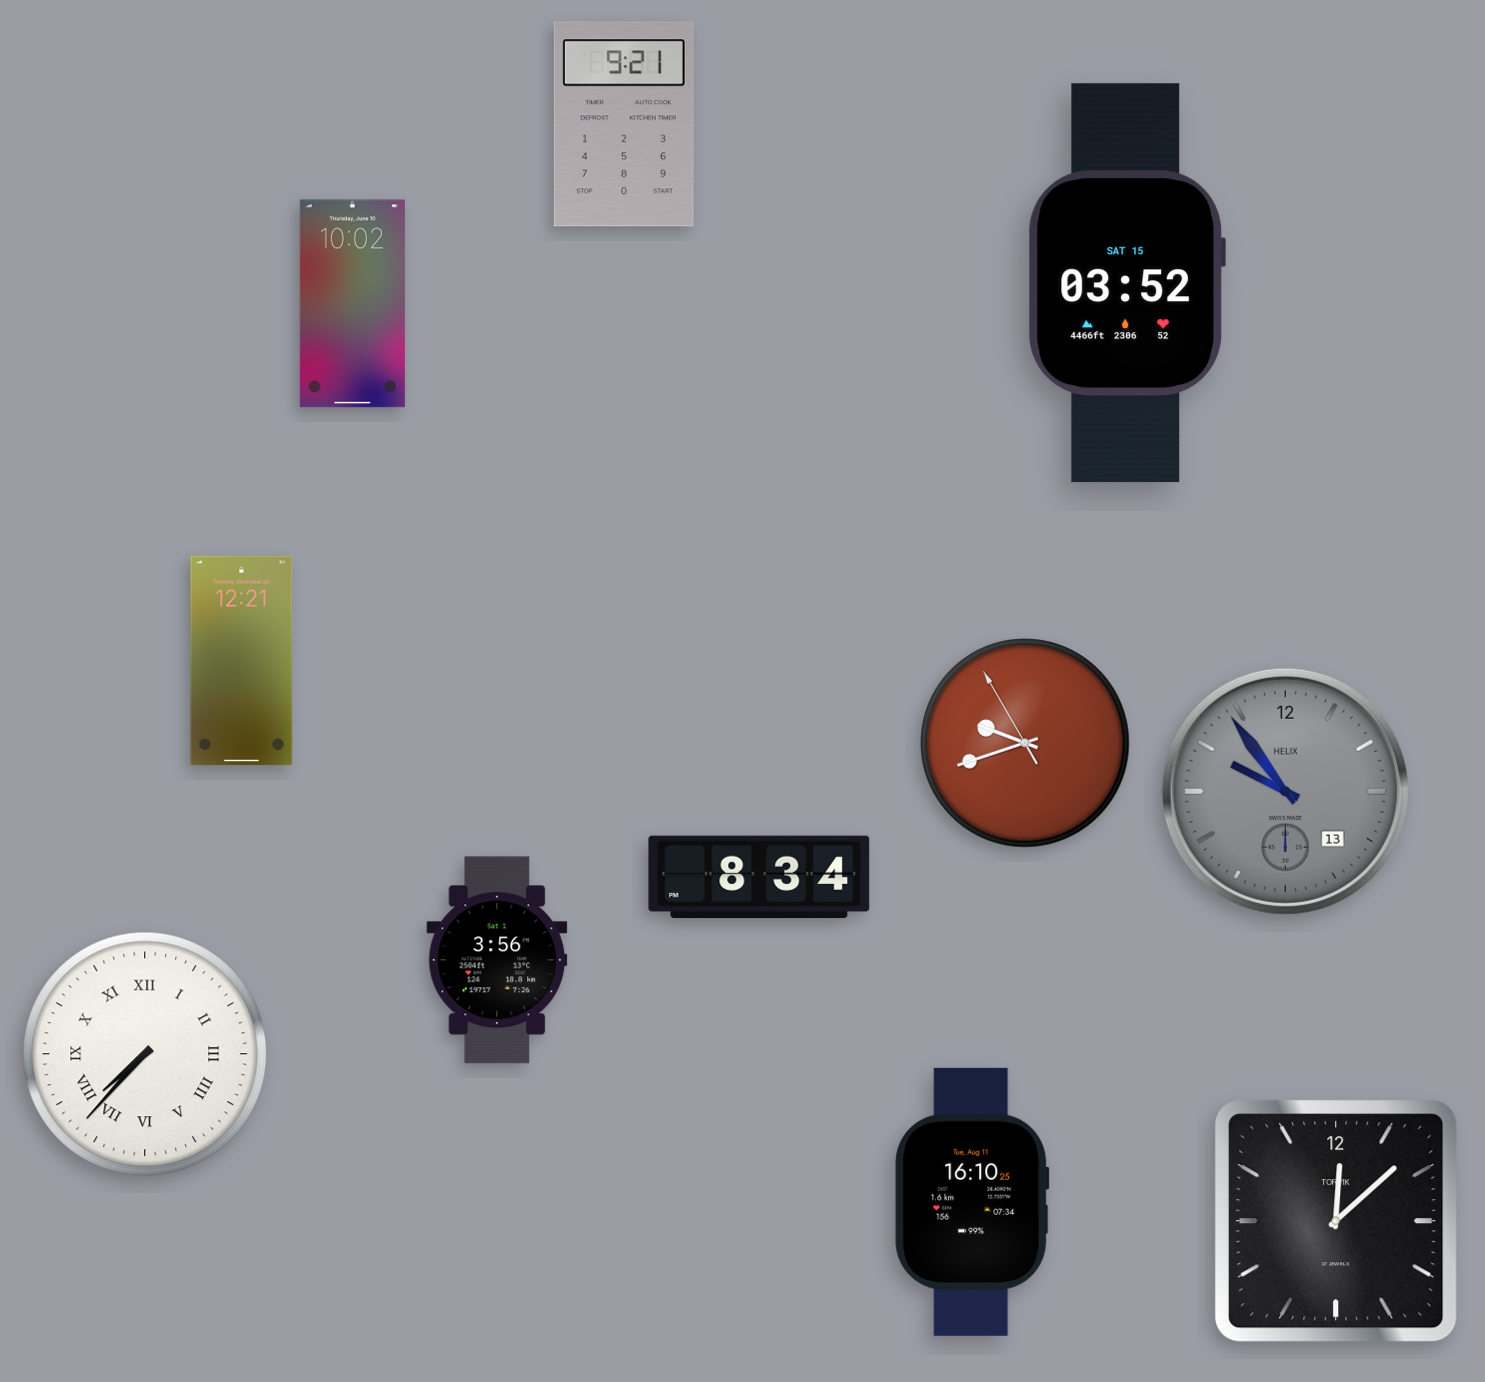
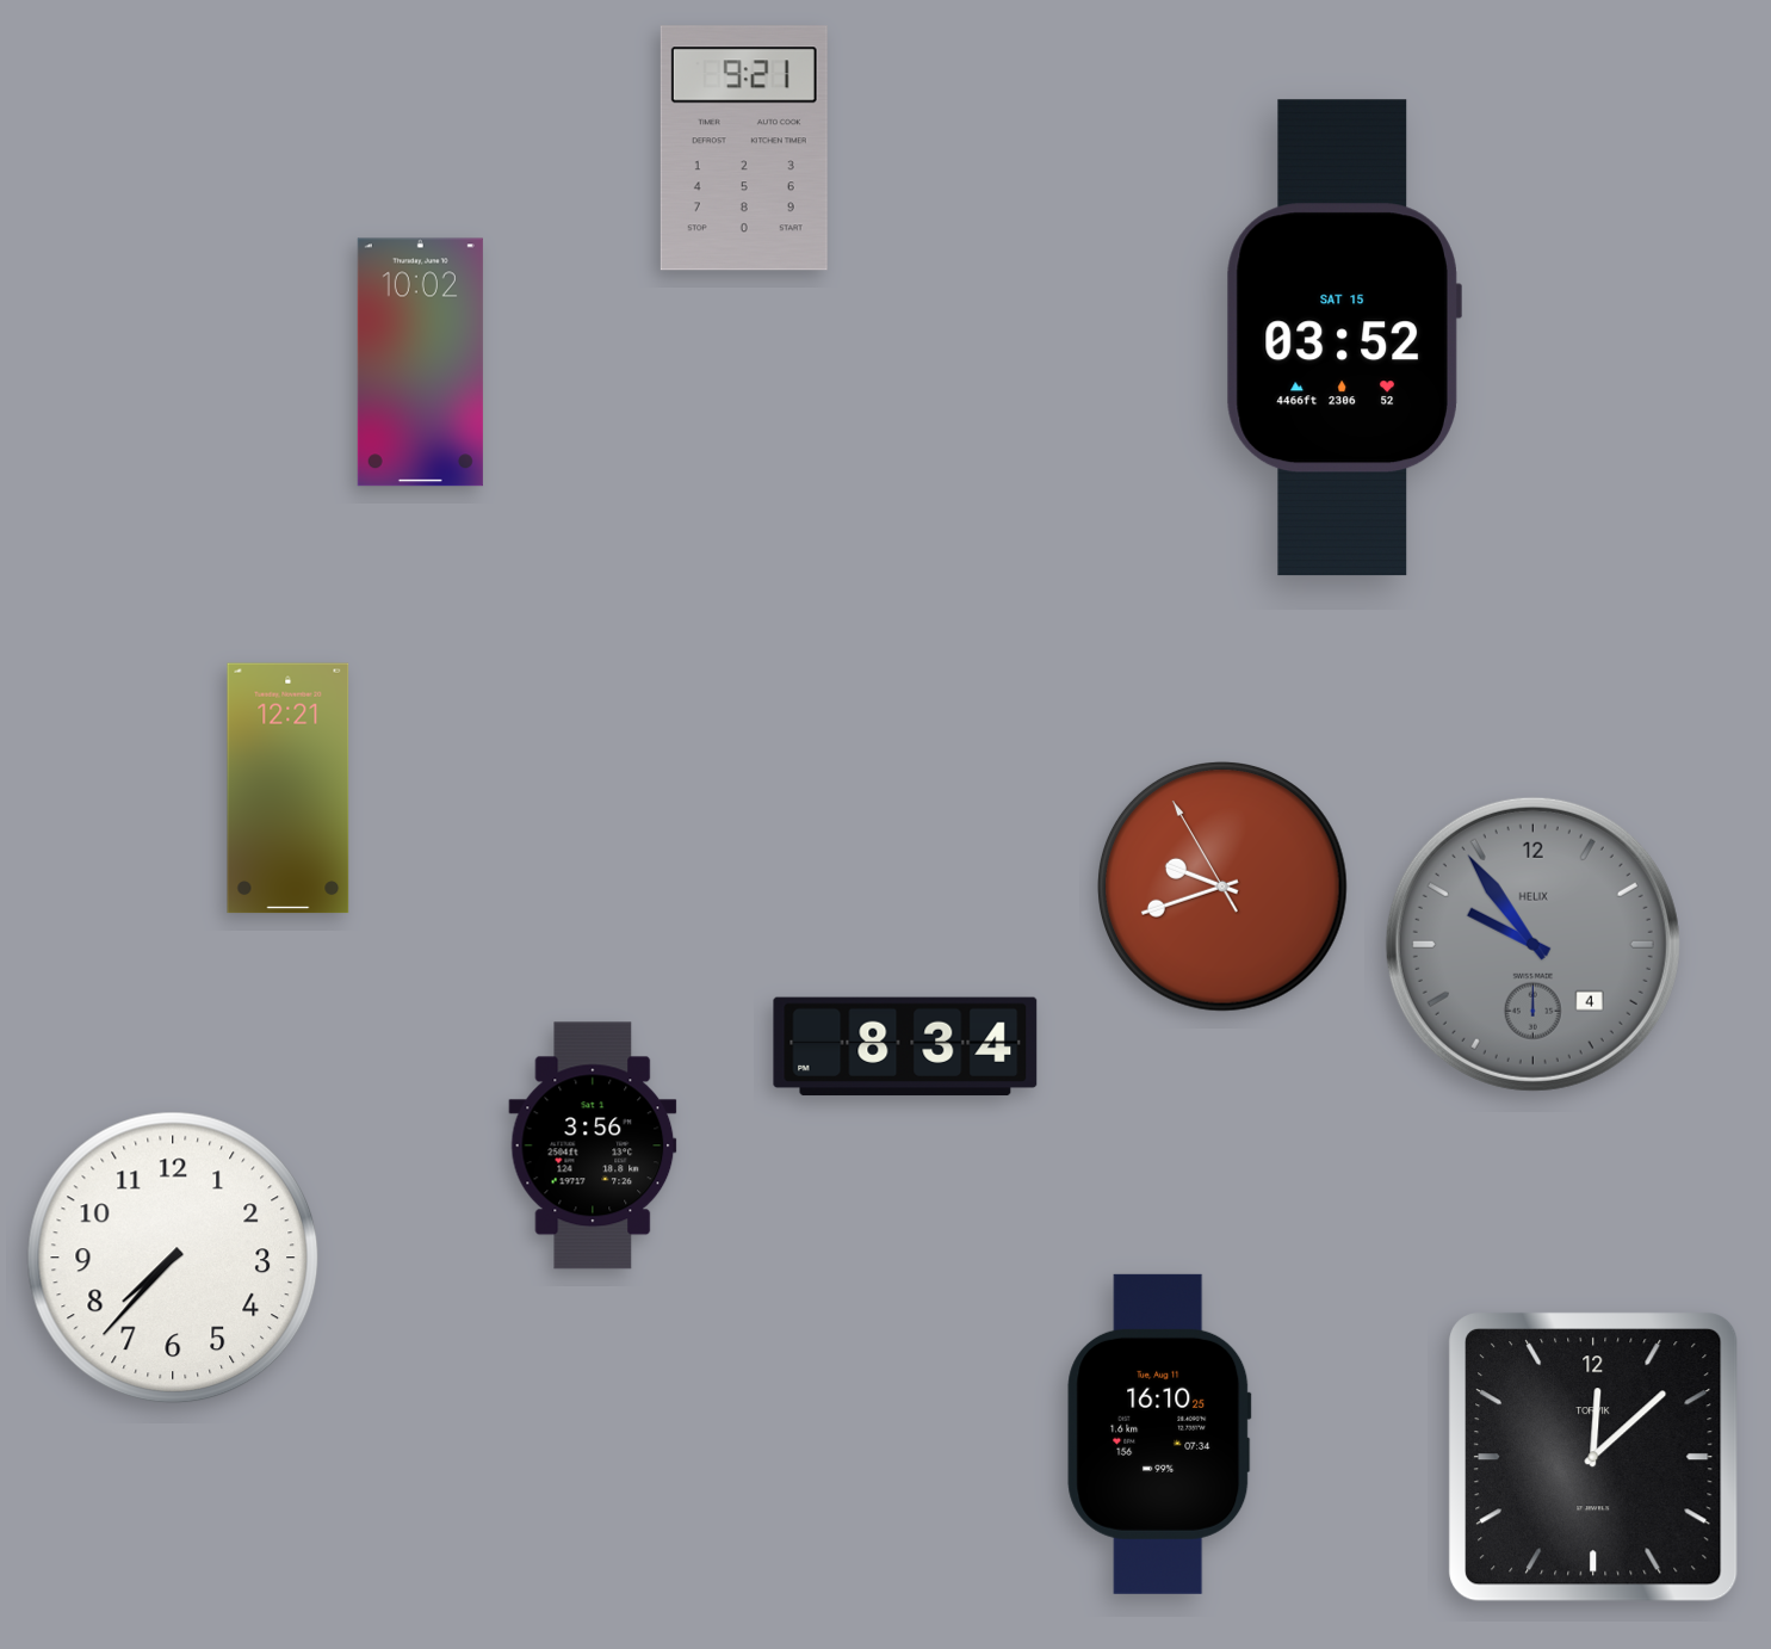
clock at (1285, 791) date: 13 -> 4
clock at (145, 1054) numerals: Roman -> Arabic
